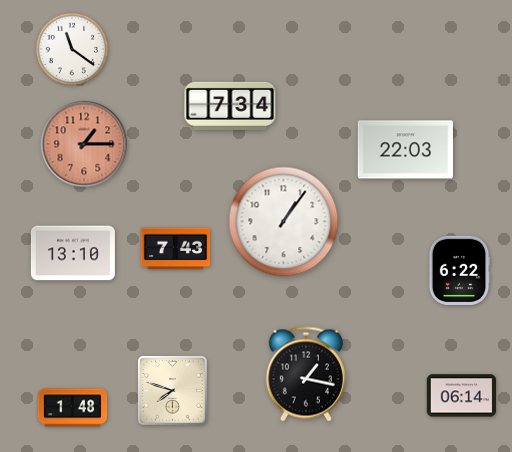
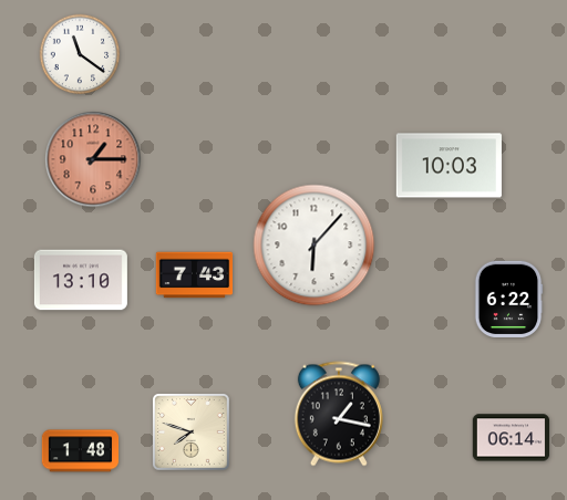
clock at (230, 106): 7:34 -> none
clock at (405, 150): 22:03 -> 10:03
clock at (284, 222): 1:06 -> 6:07
